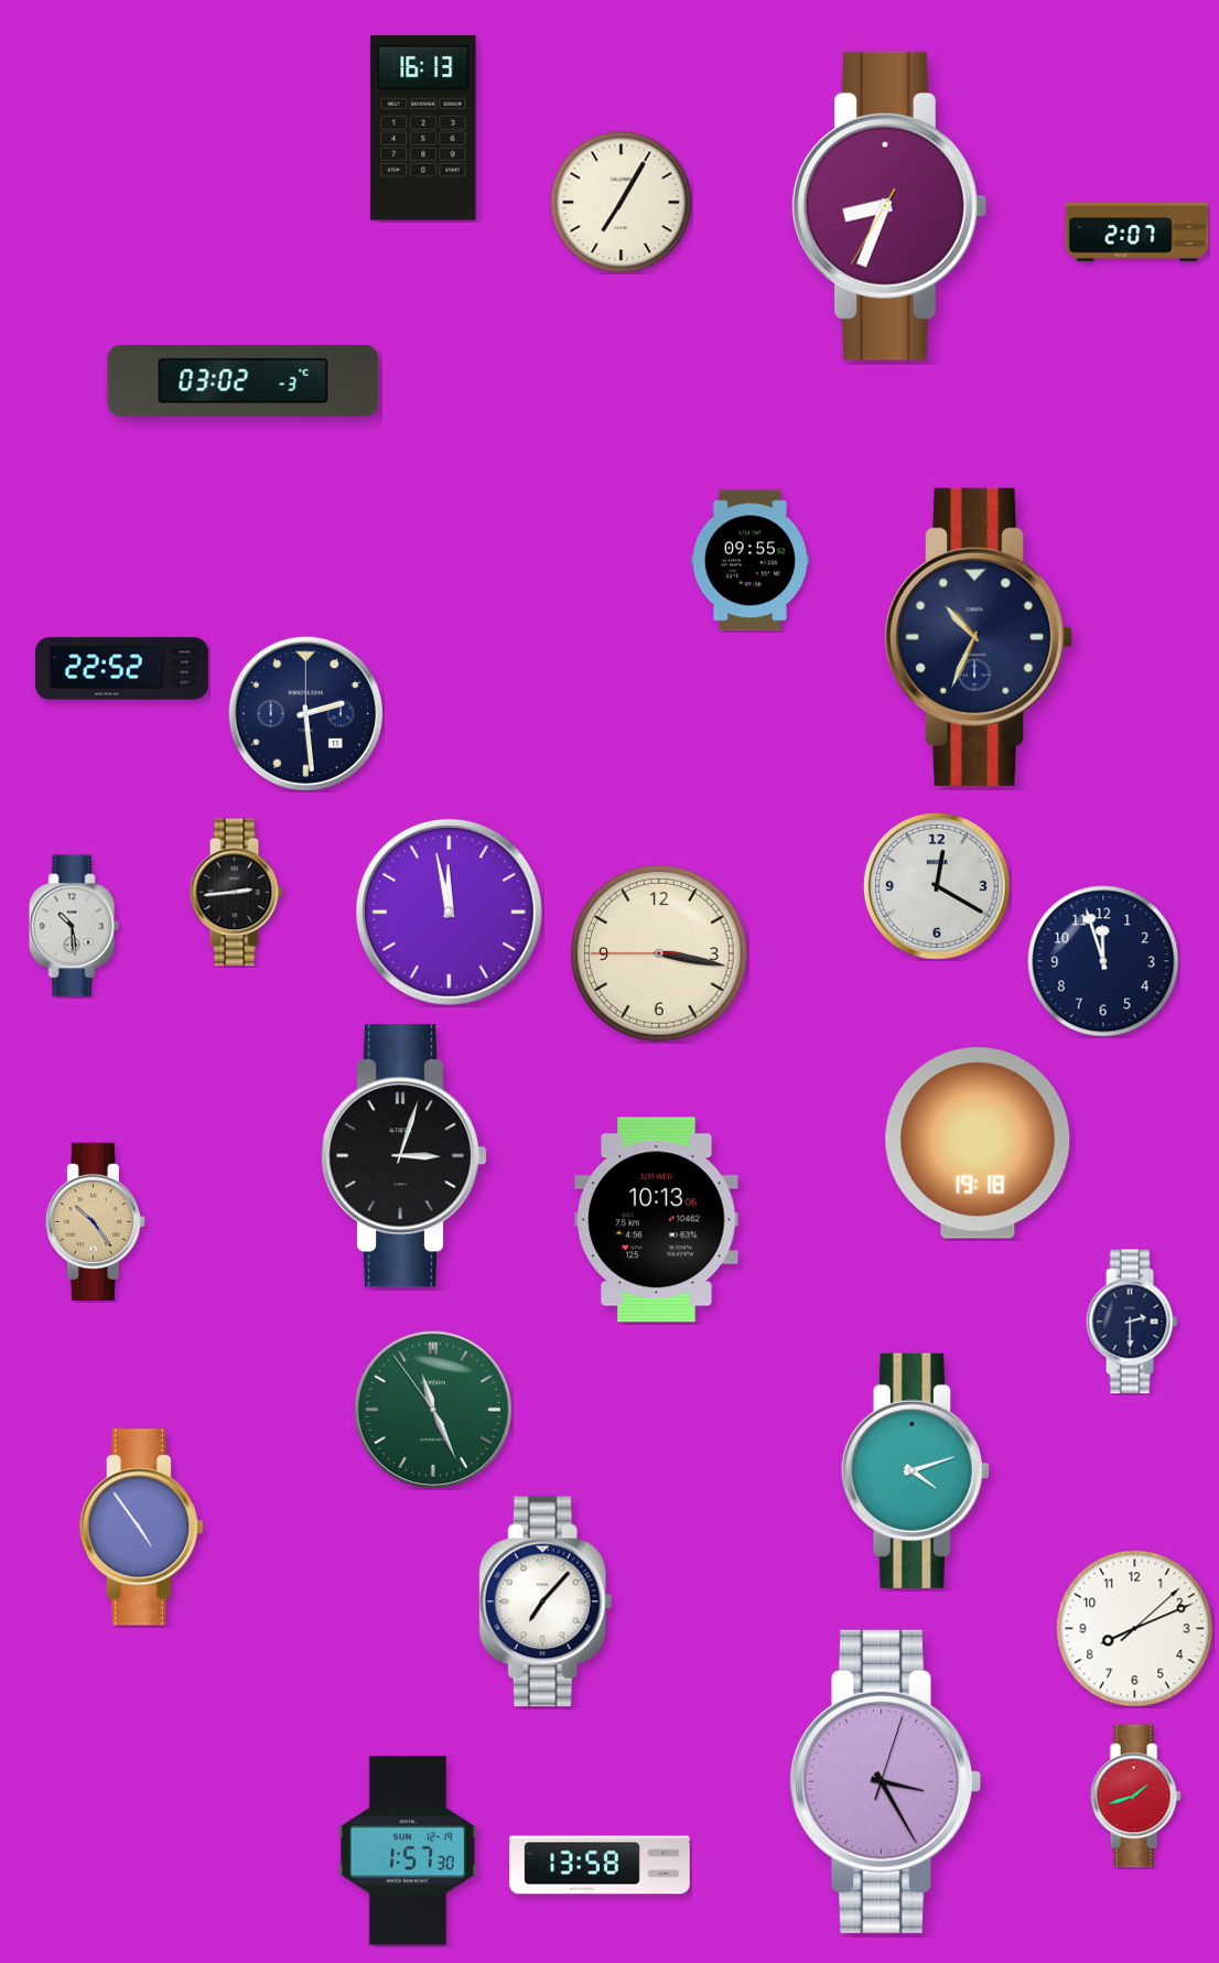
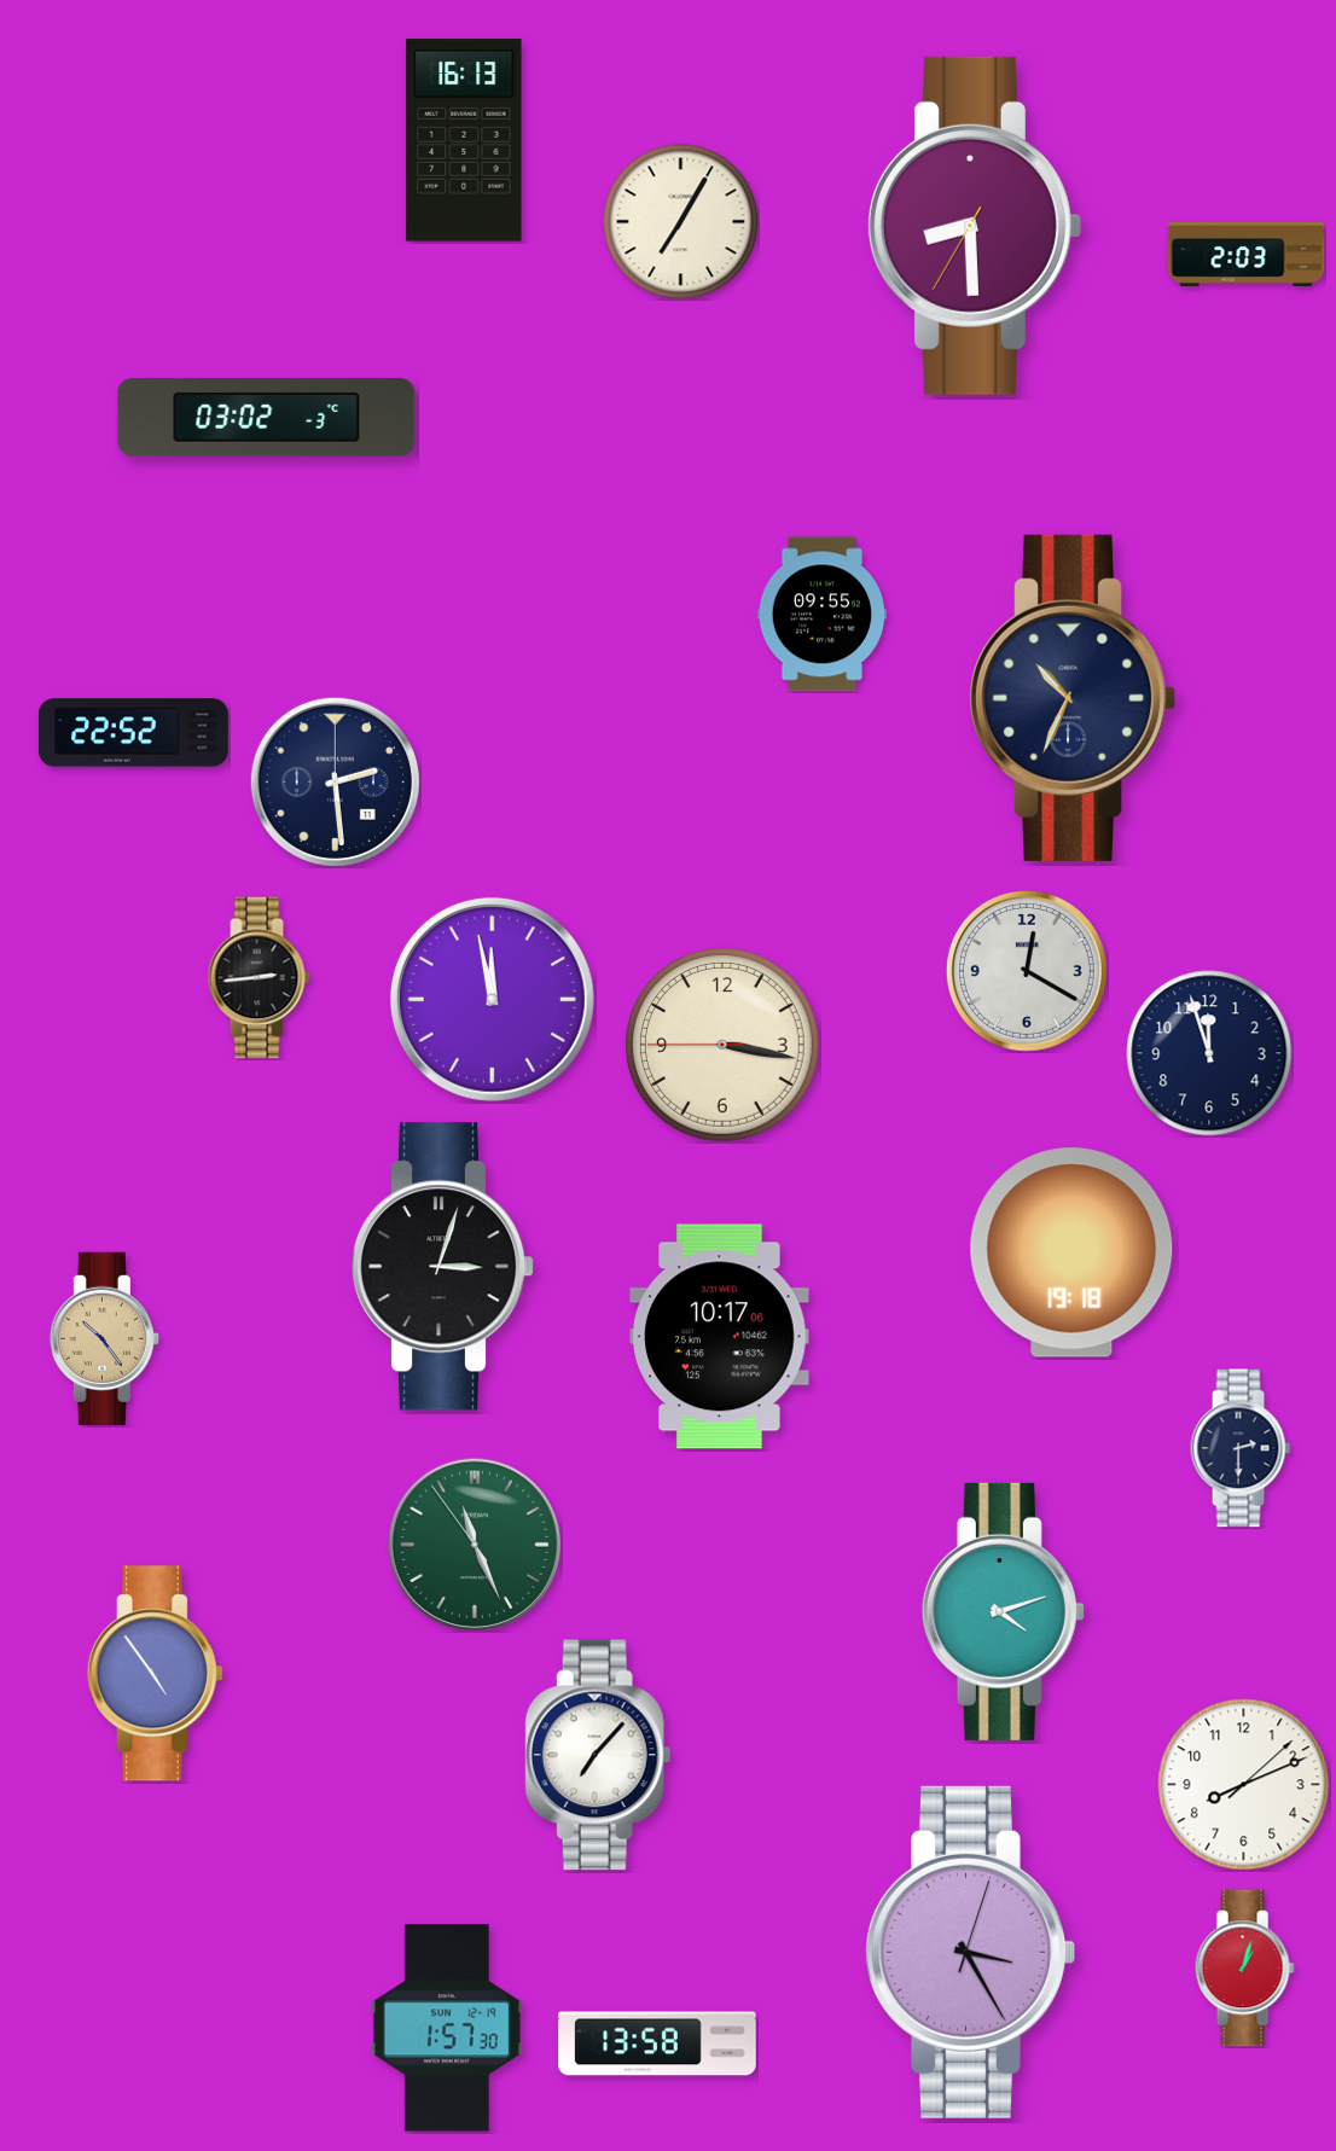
clock at (888, 206): 8:33 -> 8:29
clock at (1137, 231): 2:07 -> 2:03
clock at (74, 926): 10:29 -> none
clock at (657, 1220): 10:13 -> 10:17
clock at (1135, 1797): 1:42 -> 1:03
